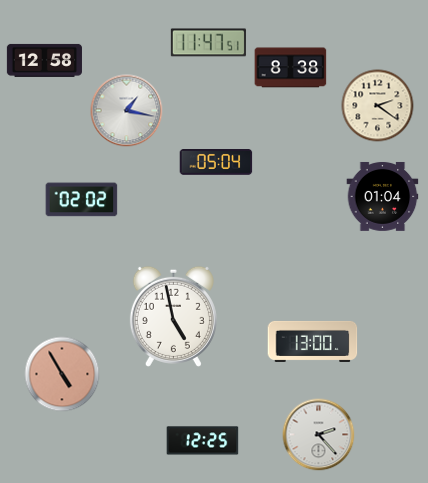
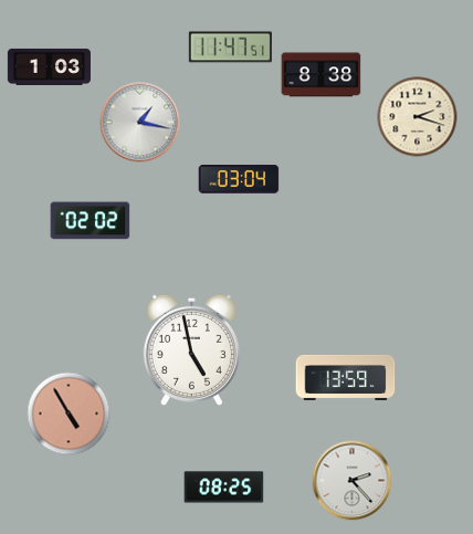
clock at (44, 60): 12:58 -> 1:03
clock at (378, 106): 2:21 -> 2:18
clock at (216, 163): 05:04 -> 03:04
clock at (383, 197): 01:04 -> none
clock at (313, 341): 13:00 -> 13:59
clock at (203, 441): 12:25 -> 08:25
